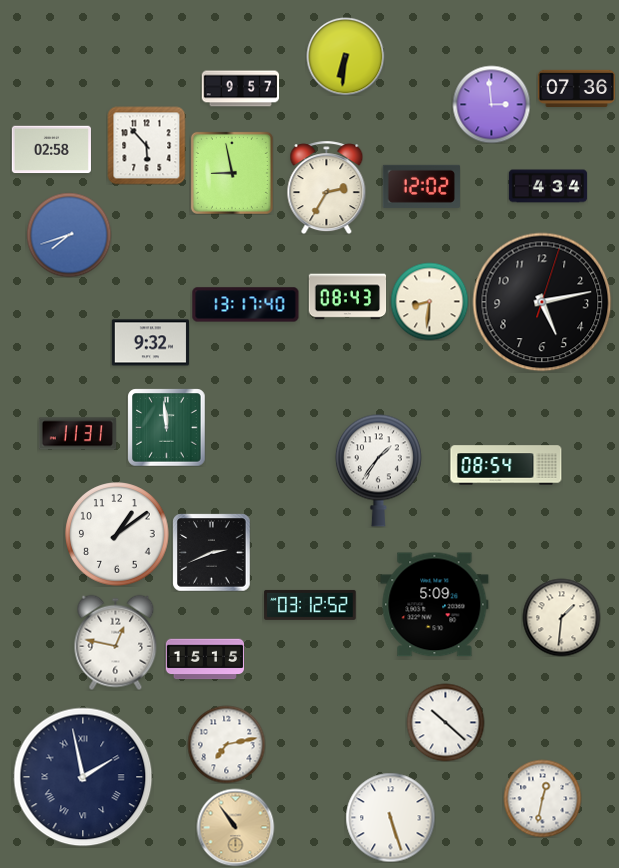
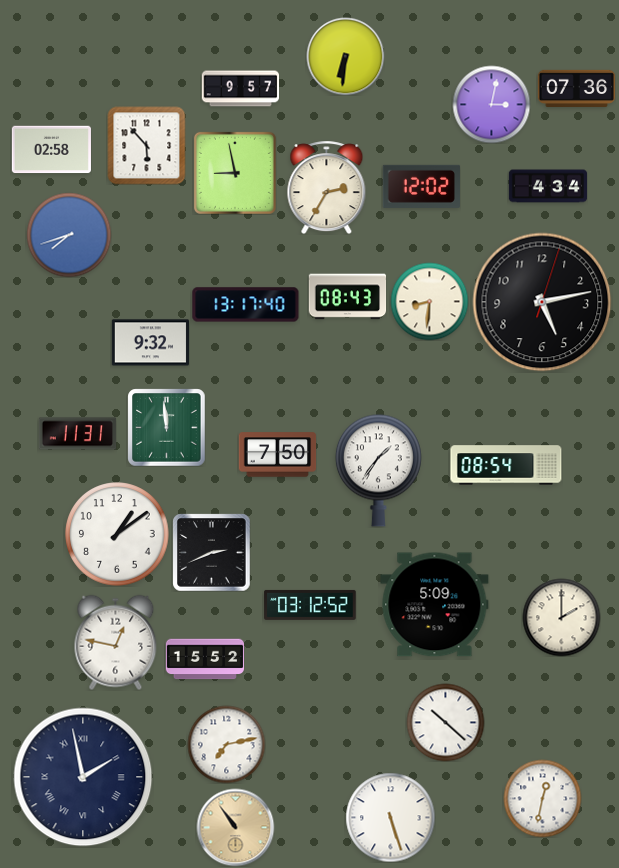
clock at (491, 104): 2:59 -> 3:02
clock at (232, 173) position: (232, 173) -> (235, 173)
clock at (277, 455): none -> 7:50
clock at (561, 617): 1:31 -> 2:00
clock at (205, 659): 15:15 -> 15:52
